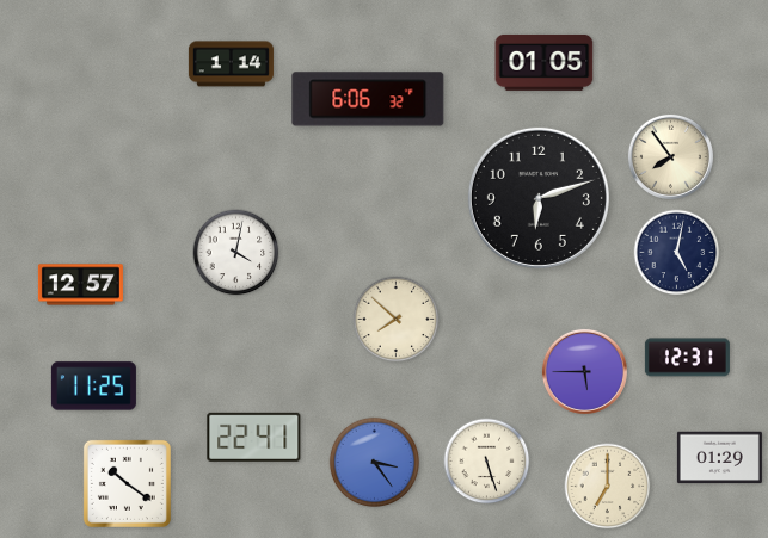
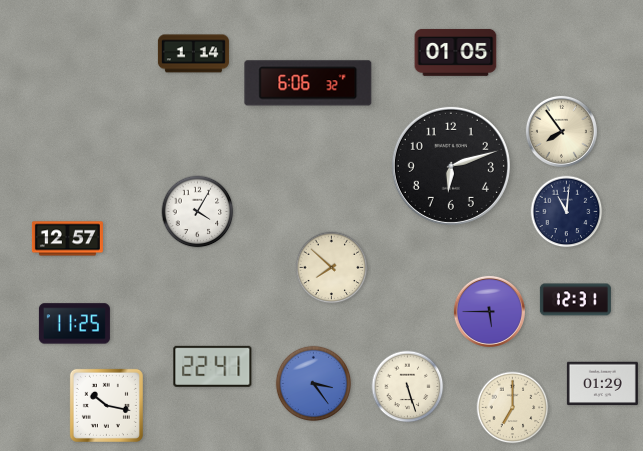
clock at (236, 253): 4:02 -> 4:05
clock at (677, 253): 5:02 -> 11:01
clock at (93, 387) position: (93, 387) -> (74, 324)
clock at (375, 463) position: (375, 463) -> (314, 384)
clock at (127, 483): 10:21 -> 10:17
clock at (608, 487) position: (608, 487) -> (513, 408)
